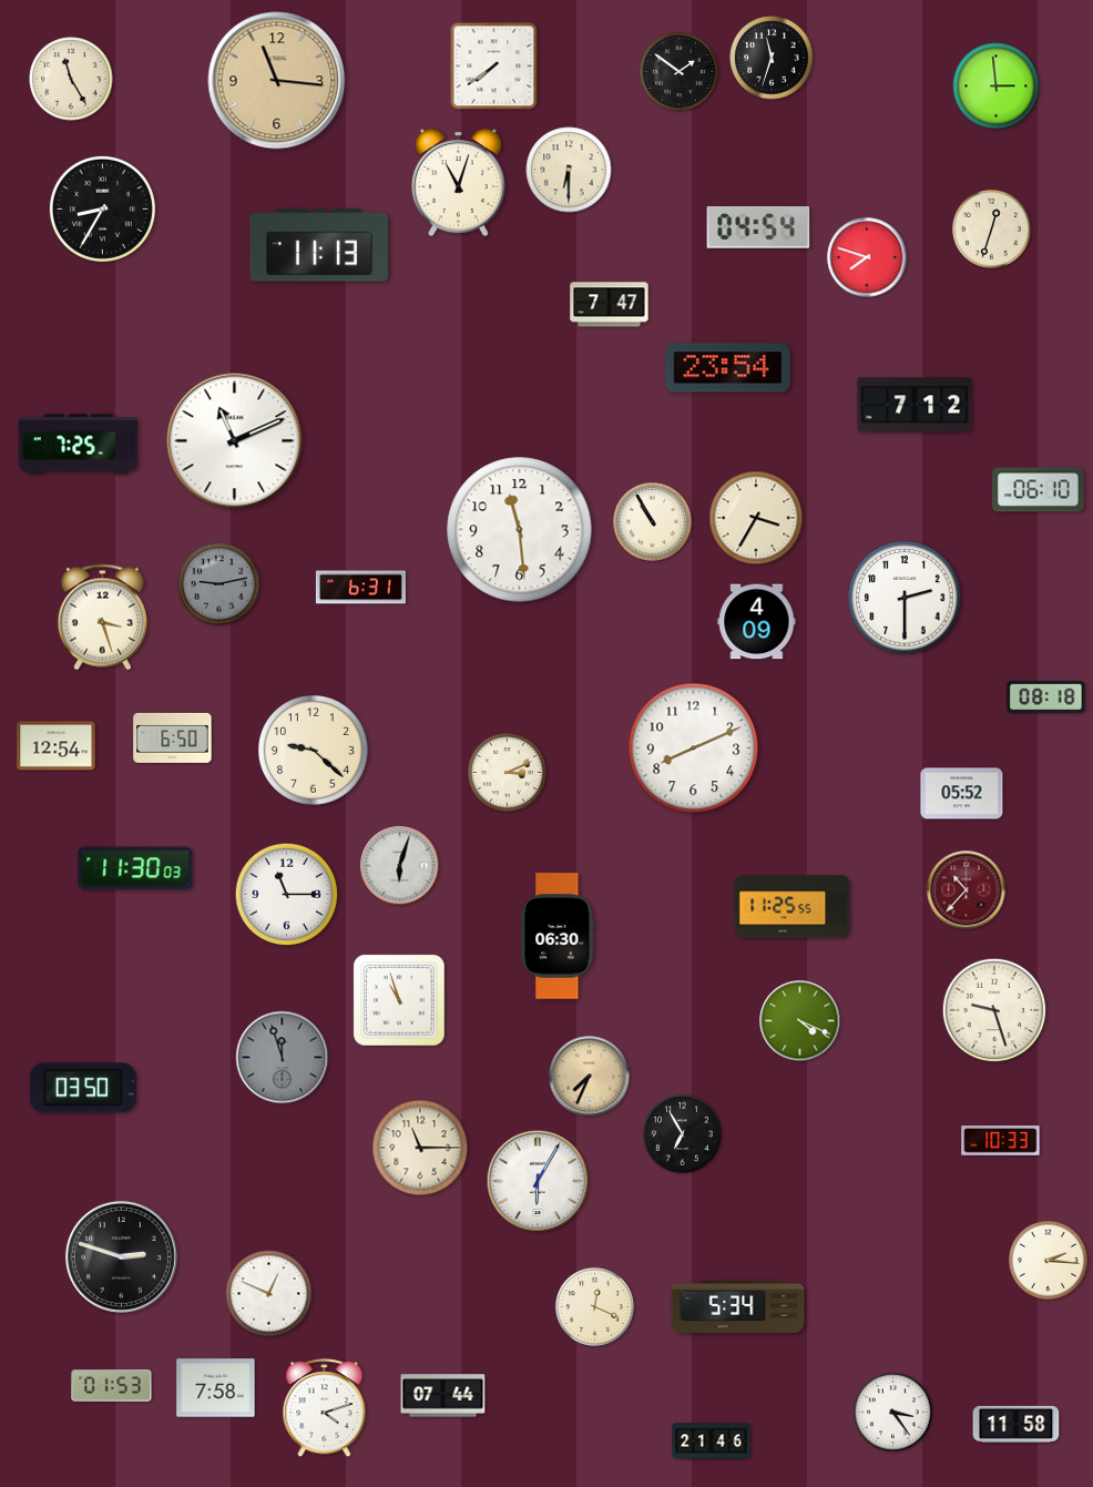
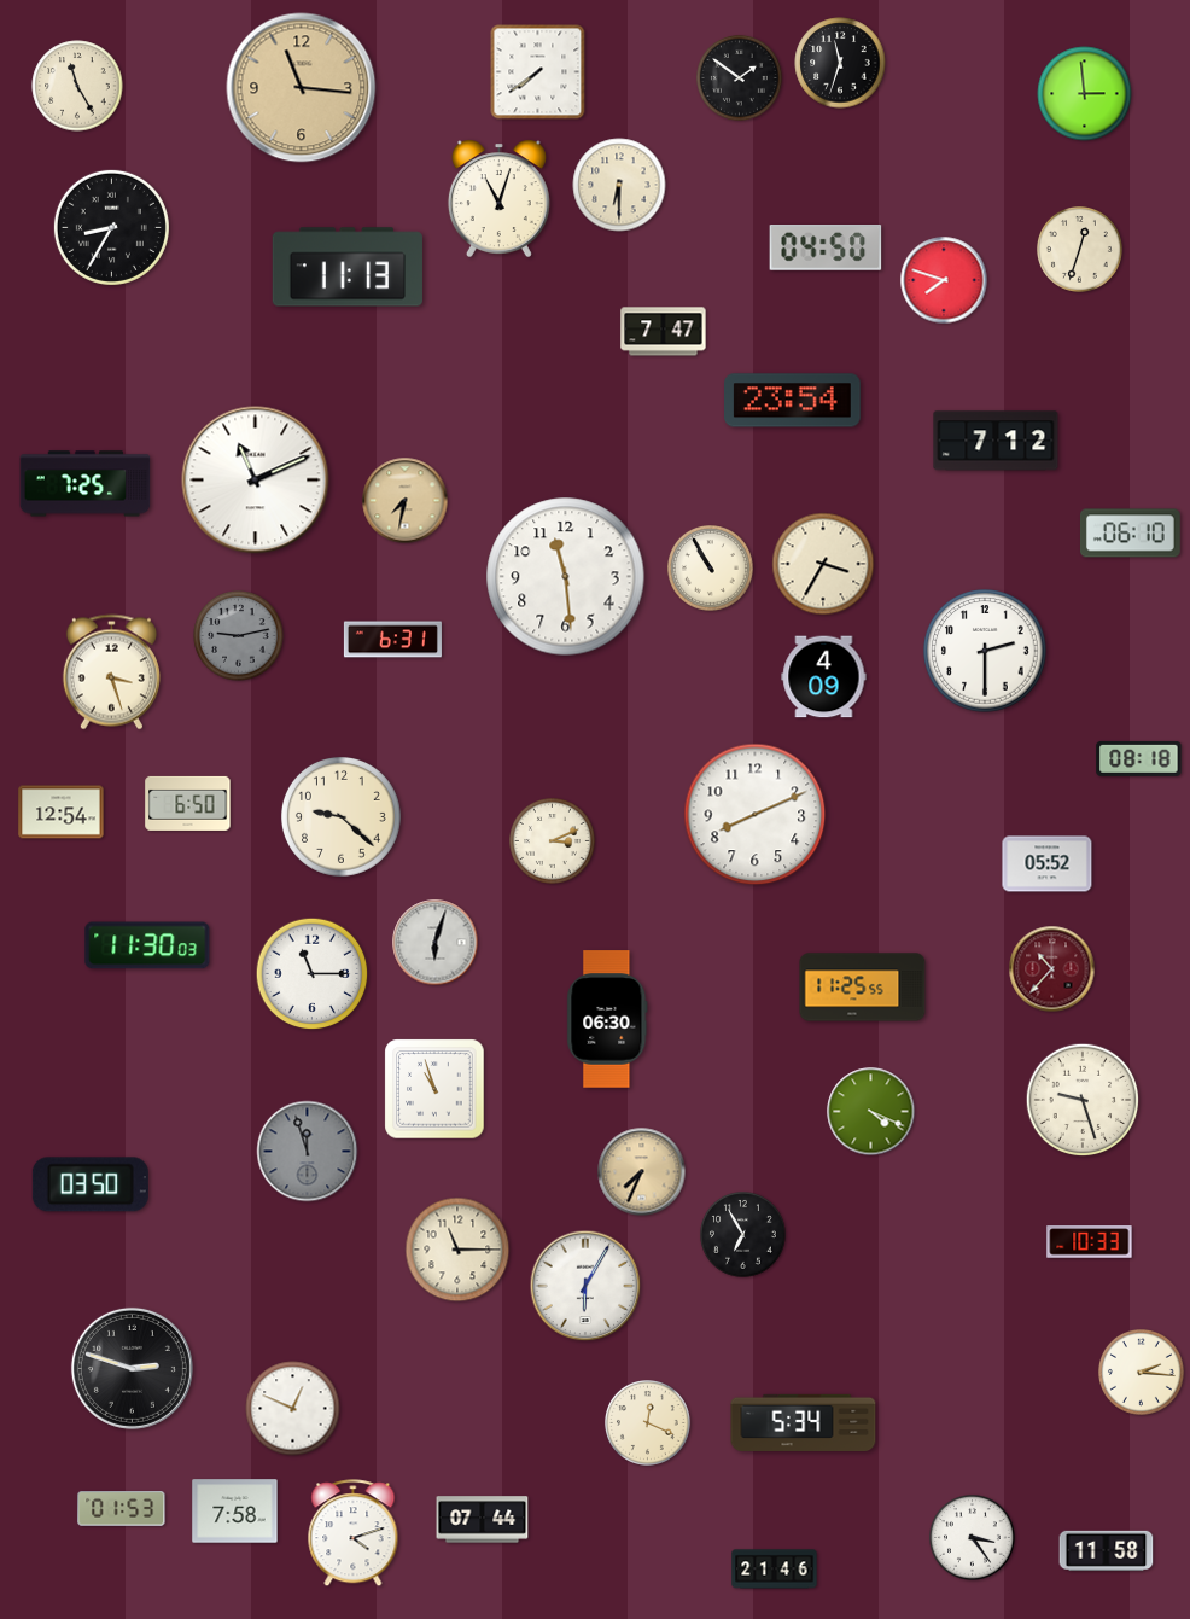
clock at (758, 228): 04:54 -> 04:50
clock at (406, 501): none -> 7:32
